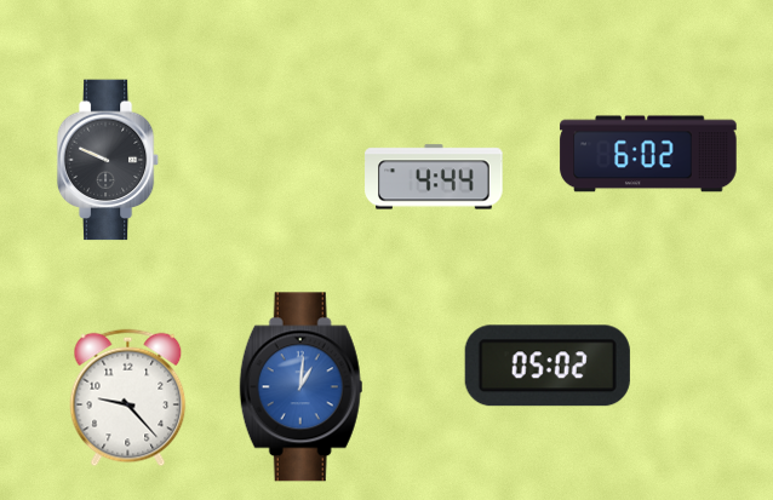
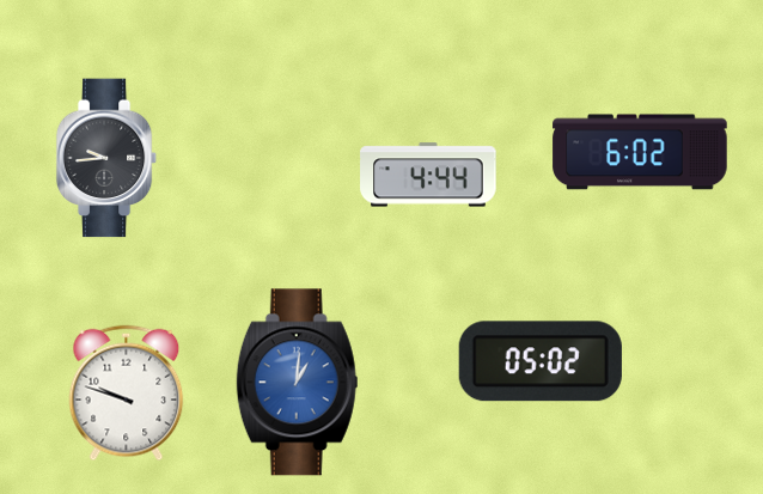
clock at (108, 160): 9:49 -> 9:44
clock at (128, 398): 9:23 -> 9:48
